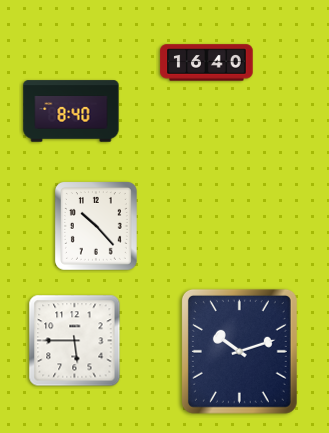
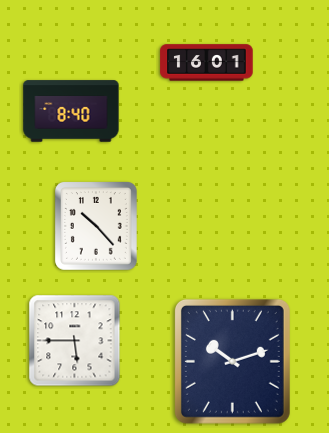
clock at (207, 63): 16:40 -> 16:01
clock at (239, 351) position: (239, 351) -> (232, 361)
